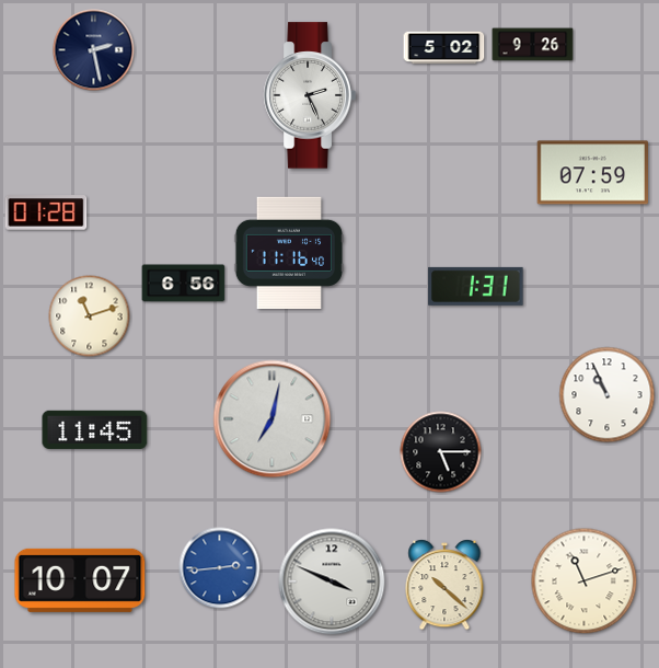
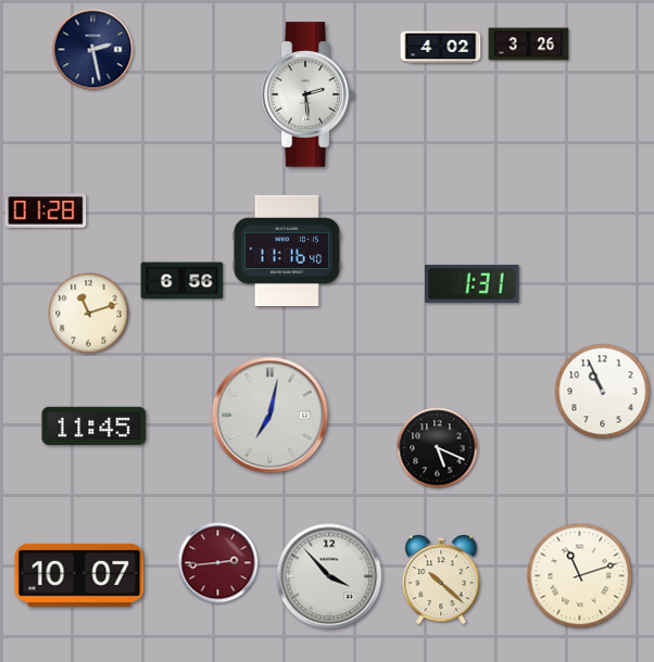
clock at (533, 45): 9:26 -> 3:26
clock at (444, 48): 5:02 -> 4:02
clock at (310, 95): 2:26 -> 2:29
clock at (593, 173): 07:59 -> none
clock at (441, 452): 5:15 -> 5:19
clock at (220, 568) dial: blue -> burgundy
clock at (332, 581): 3:49 -> 3:53
